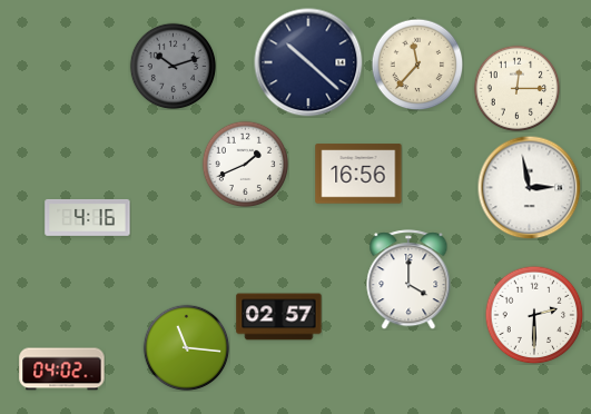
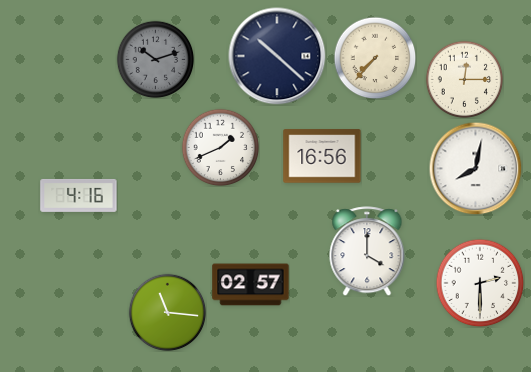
clock at (417, 65): 11:37 -> 7:37
clock at (529, 187): 2:58 -> 8:02
clock at (62, 369): 04:02 -> none
